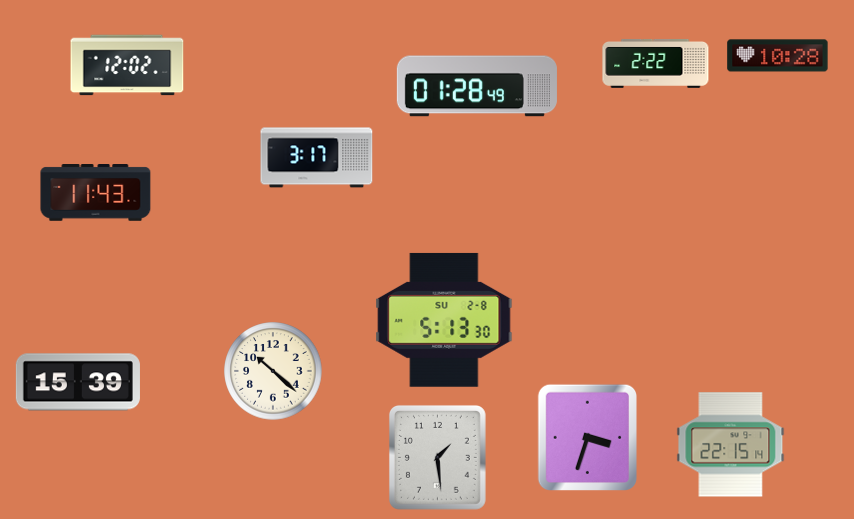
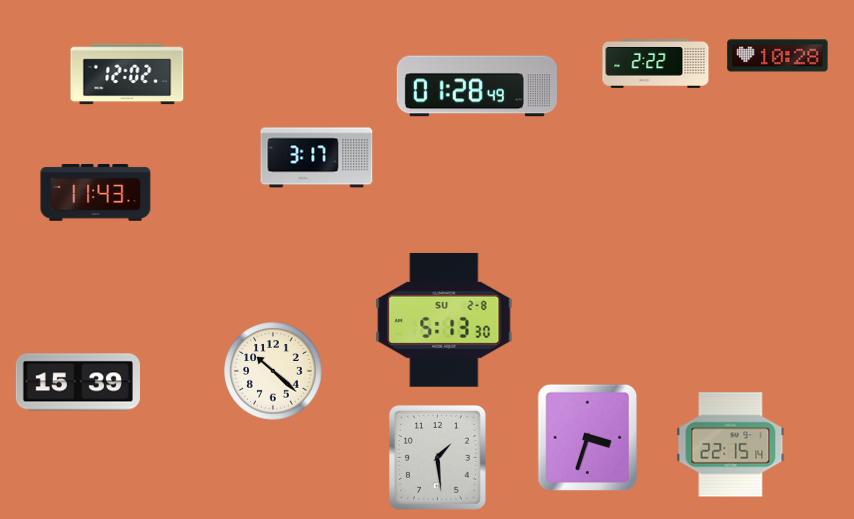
clock at (127, 65) position: (127, 65) -> (127, 74)
